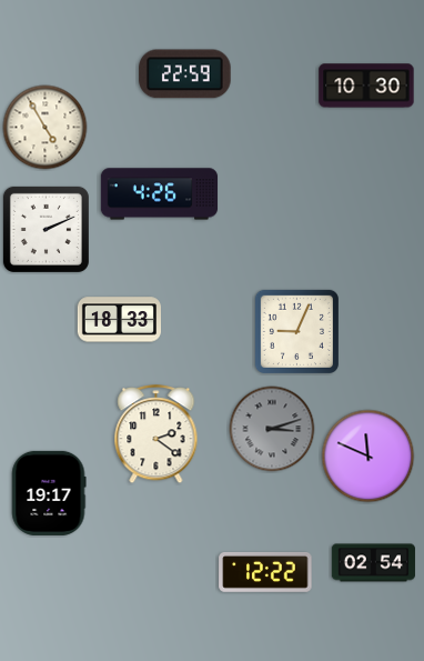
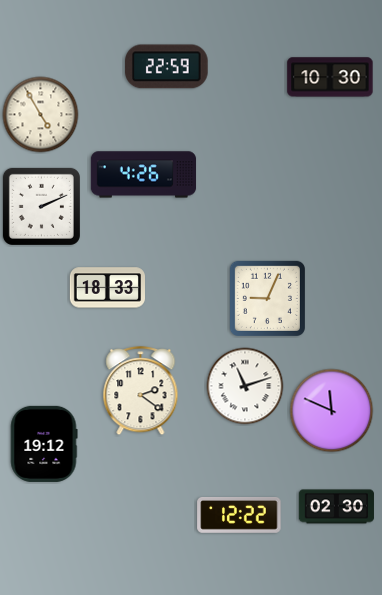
clock at (272, 429): 3:12 -> 11:12
clock at (272, 429) dial: grey -> white
clock at (49, 493): 19:17 -> 19:12
clock at (373, 563): 02:54 -> 02:30
